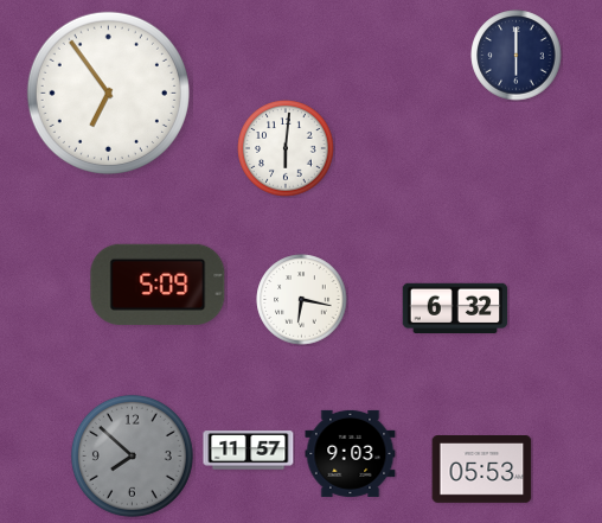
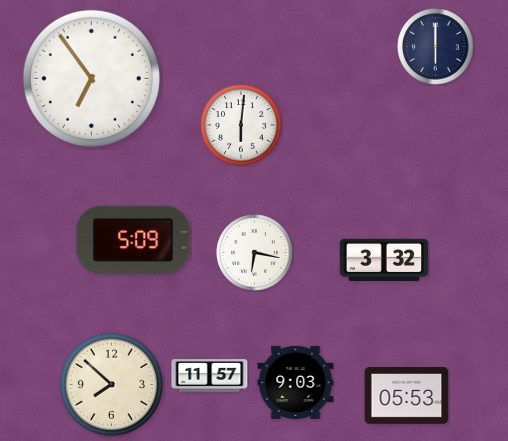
clock at (455, 307): 6:32 -> 3:32
clock at (249, 451) position: (249, 451) -> (210, 376)
clock at (132, 455) dial: grey -> cream
